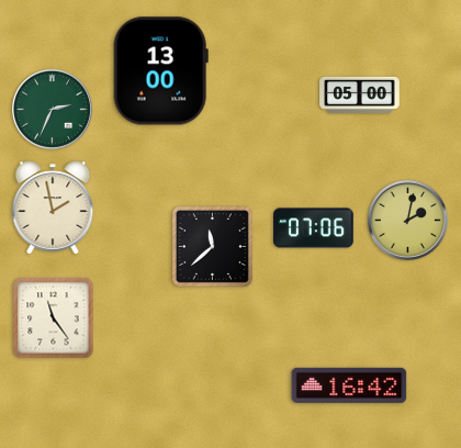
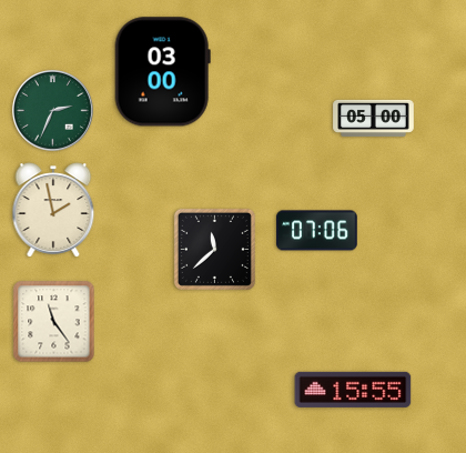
clock at (160, 71): 13:00 -> 03:00
clock at (360, 94) position: (360, 94) -> (374, 118)
clock at (407, 220): 2:02 -> none
clock at (349, 385): 16:42 -> 15:55
